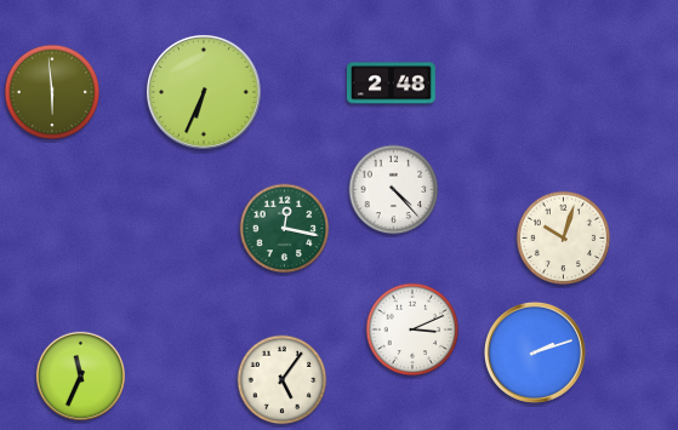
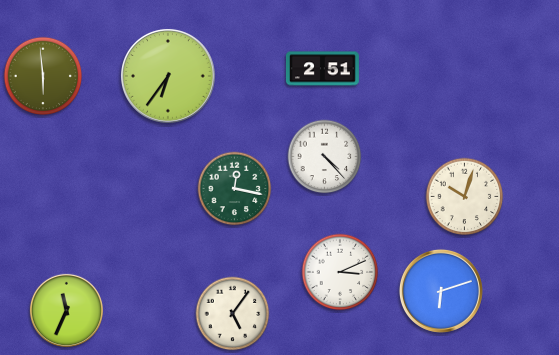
clock at (391, 84): 2:48 -> 2:51
clock at (204, 92): 6:34 -> 6:36
clock at (535, 352): 2:12 -> 6:12
